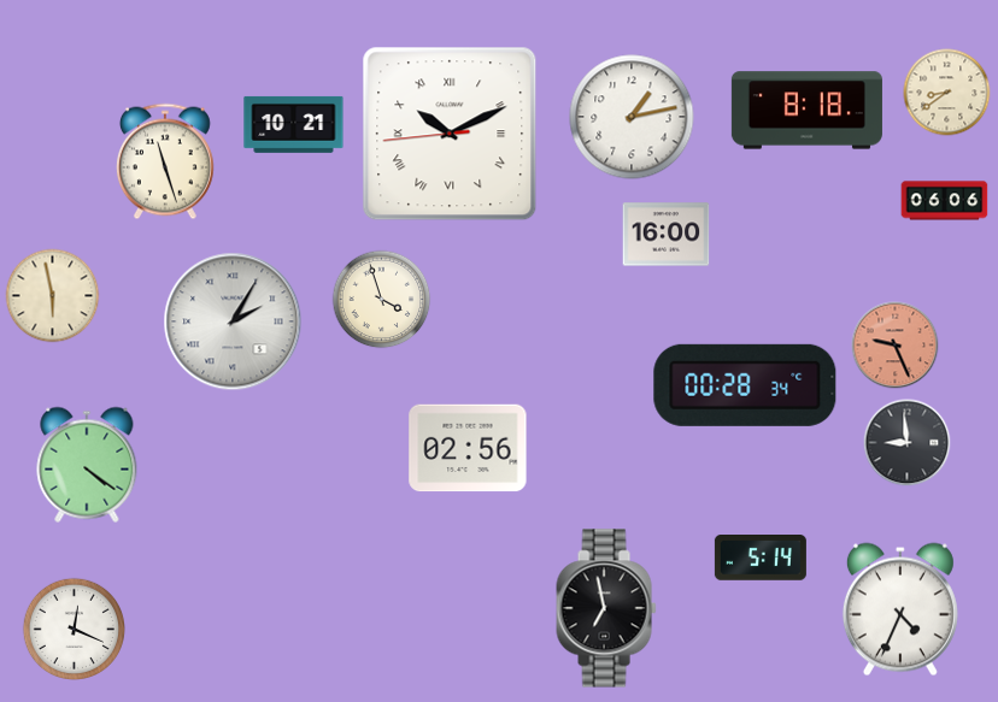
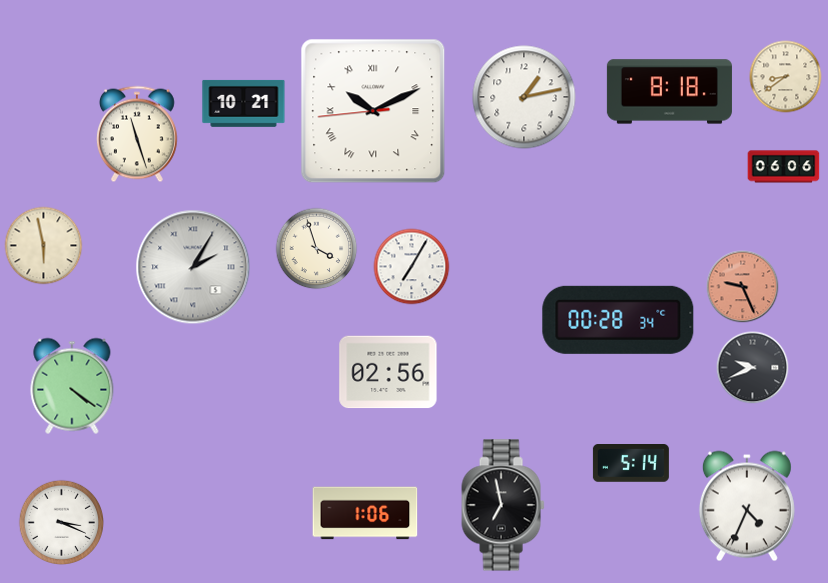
clock at (667, 235): 16:00 -> none
clock at (412, 267): none -> 7:05
clock at (908, 443): 8:59 -> 9:41
clock at (365, 513): none -> 1:06
clock at (75, 629): 12:19 -> 3:19
